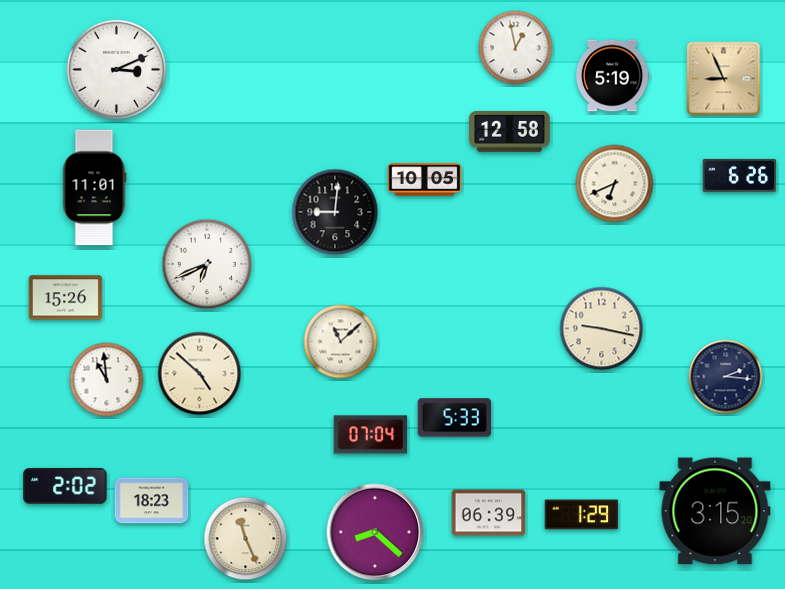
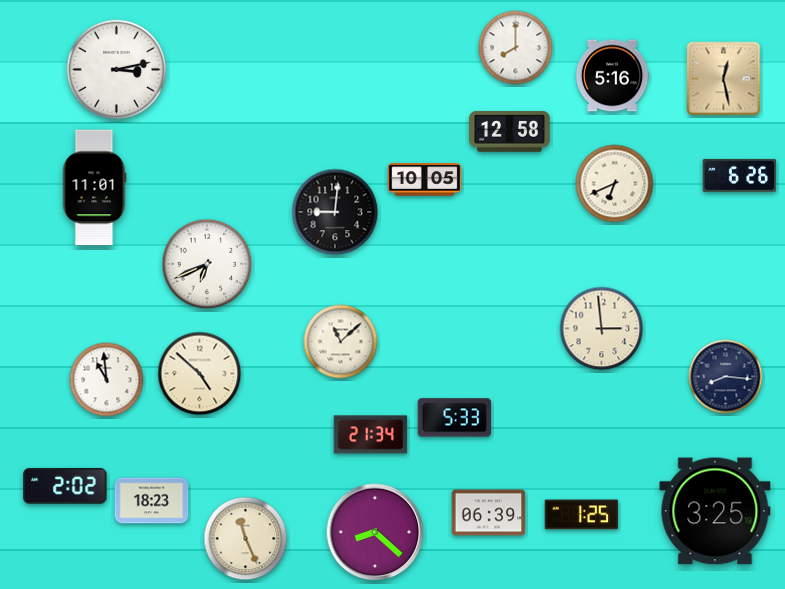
clock at (516, 48): 12:58 -> 8:00
clock at (116, 69): 3:11 -> 3:13
clock at (612, 76): 5:19 -> 5:16
clock at (724, 79): 8:56 -> 12:28
clock at (66, 298): 15:26 -> none
clock at (602, 329): 9:17 -> 2:59
clock at (726, 377): 2:16 -> 8:16
clock at (371, 435): 07:04 -> 21:34
clock at (715, 511): 3:15 -> 3:25
clock at (582, 515): 1:29 -> 1:25
